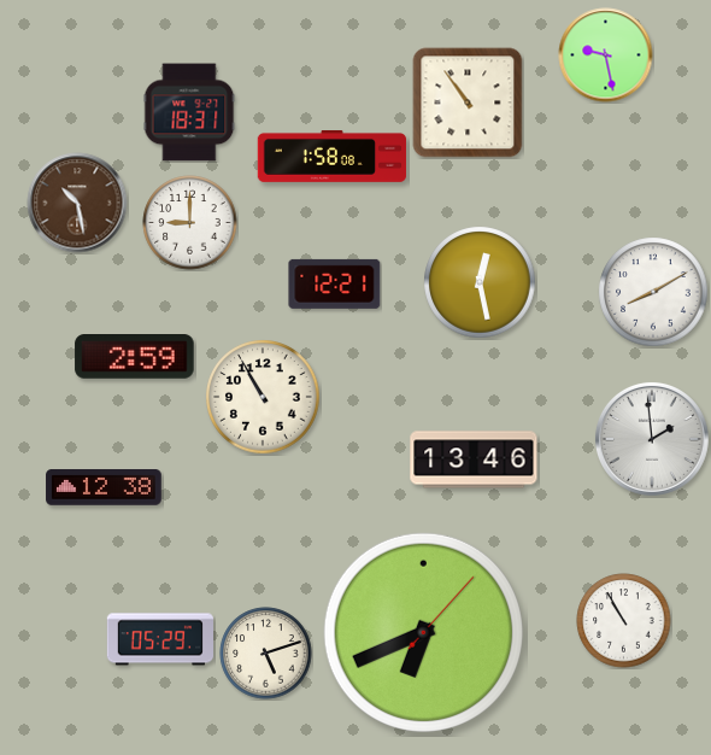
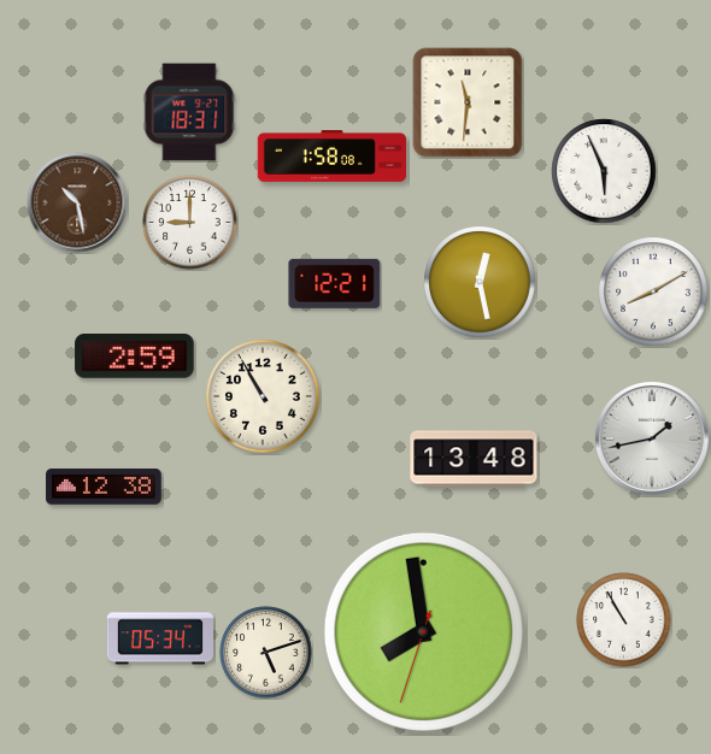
clock at (606, 55): 9:28 -> none
clock at (468, 103): 10:54 -> 11:31
clock at (604, 171): none -> 5:56
clock at (653, 440): 1:59 -> 1:43
clock at (474, 460): 13:46 -> 13:48
clock at (423, 632): 6:41 -> 7:58
clock at (159, 639): 05:29 -> 05:34
